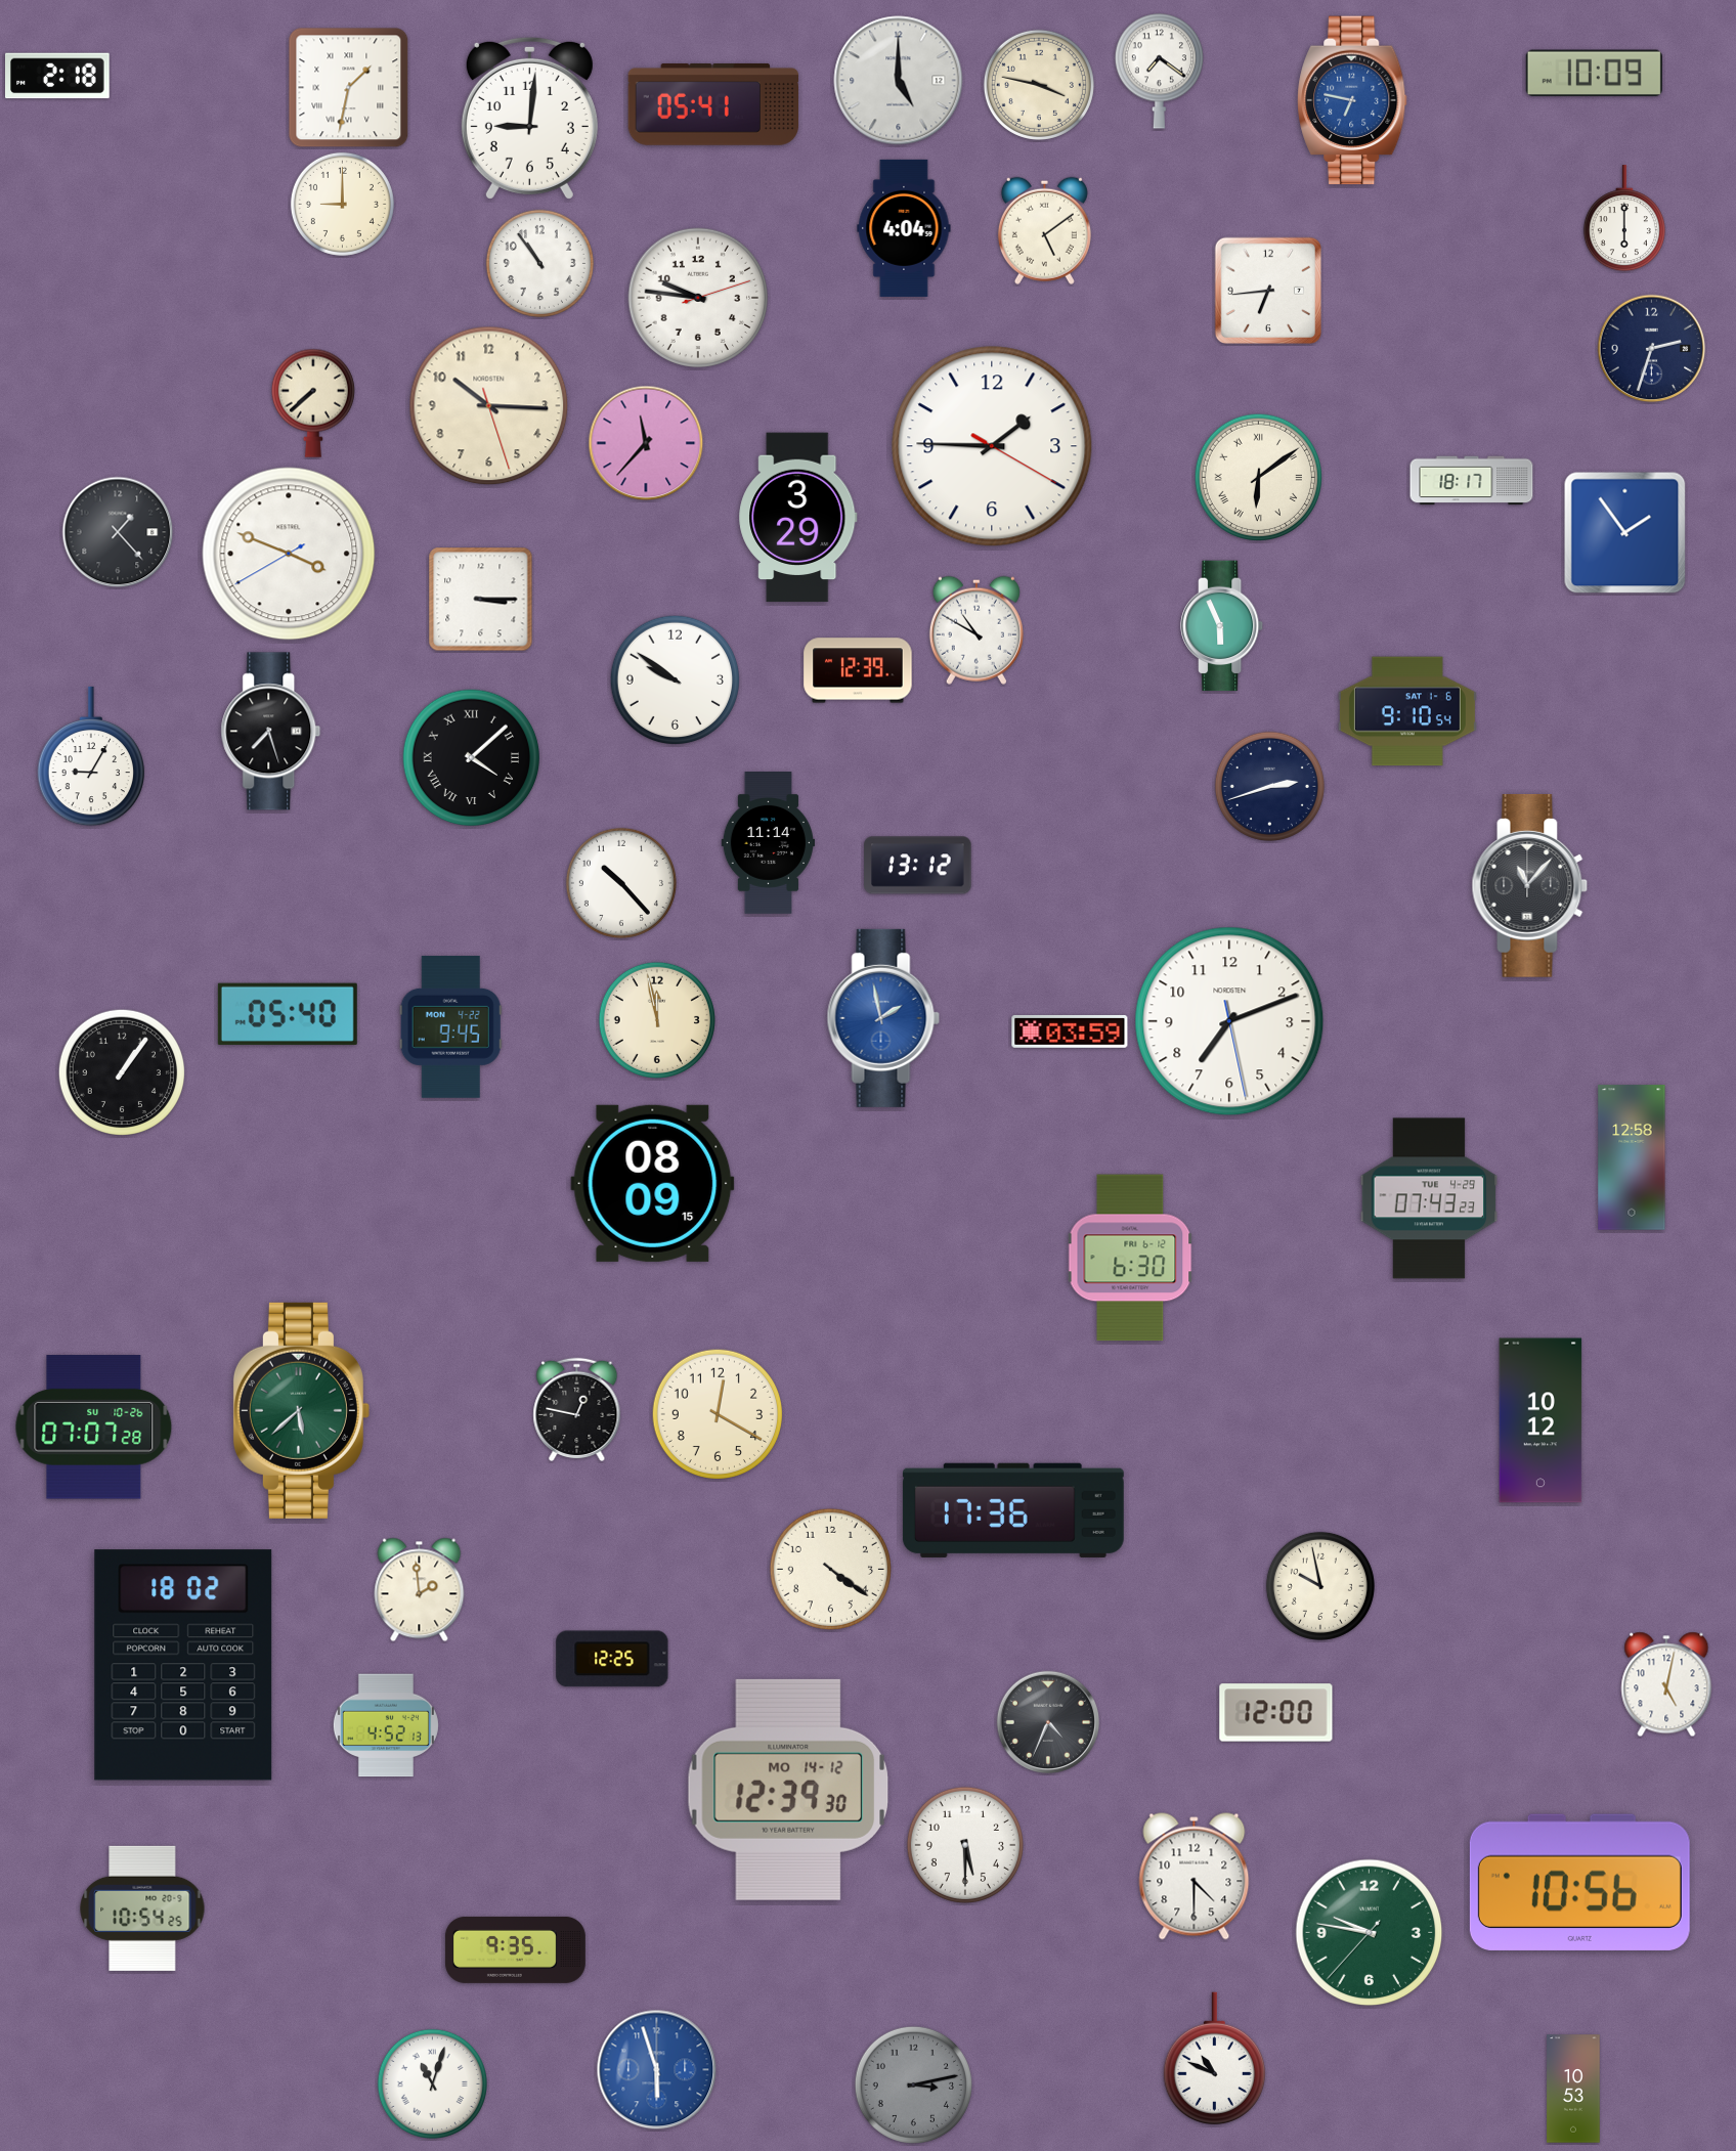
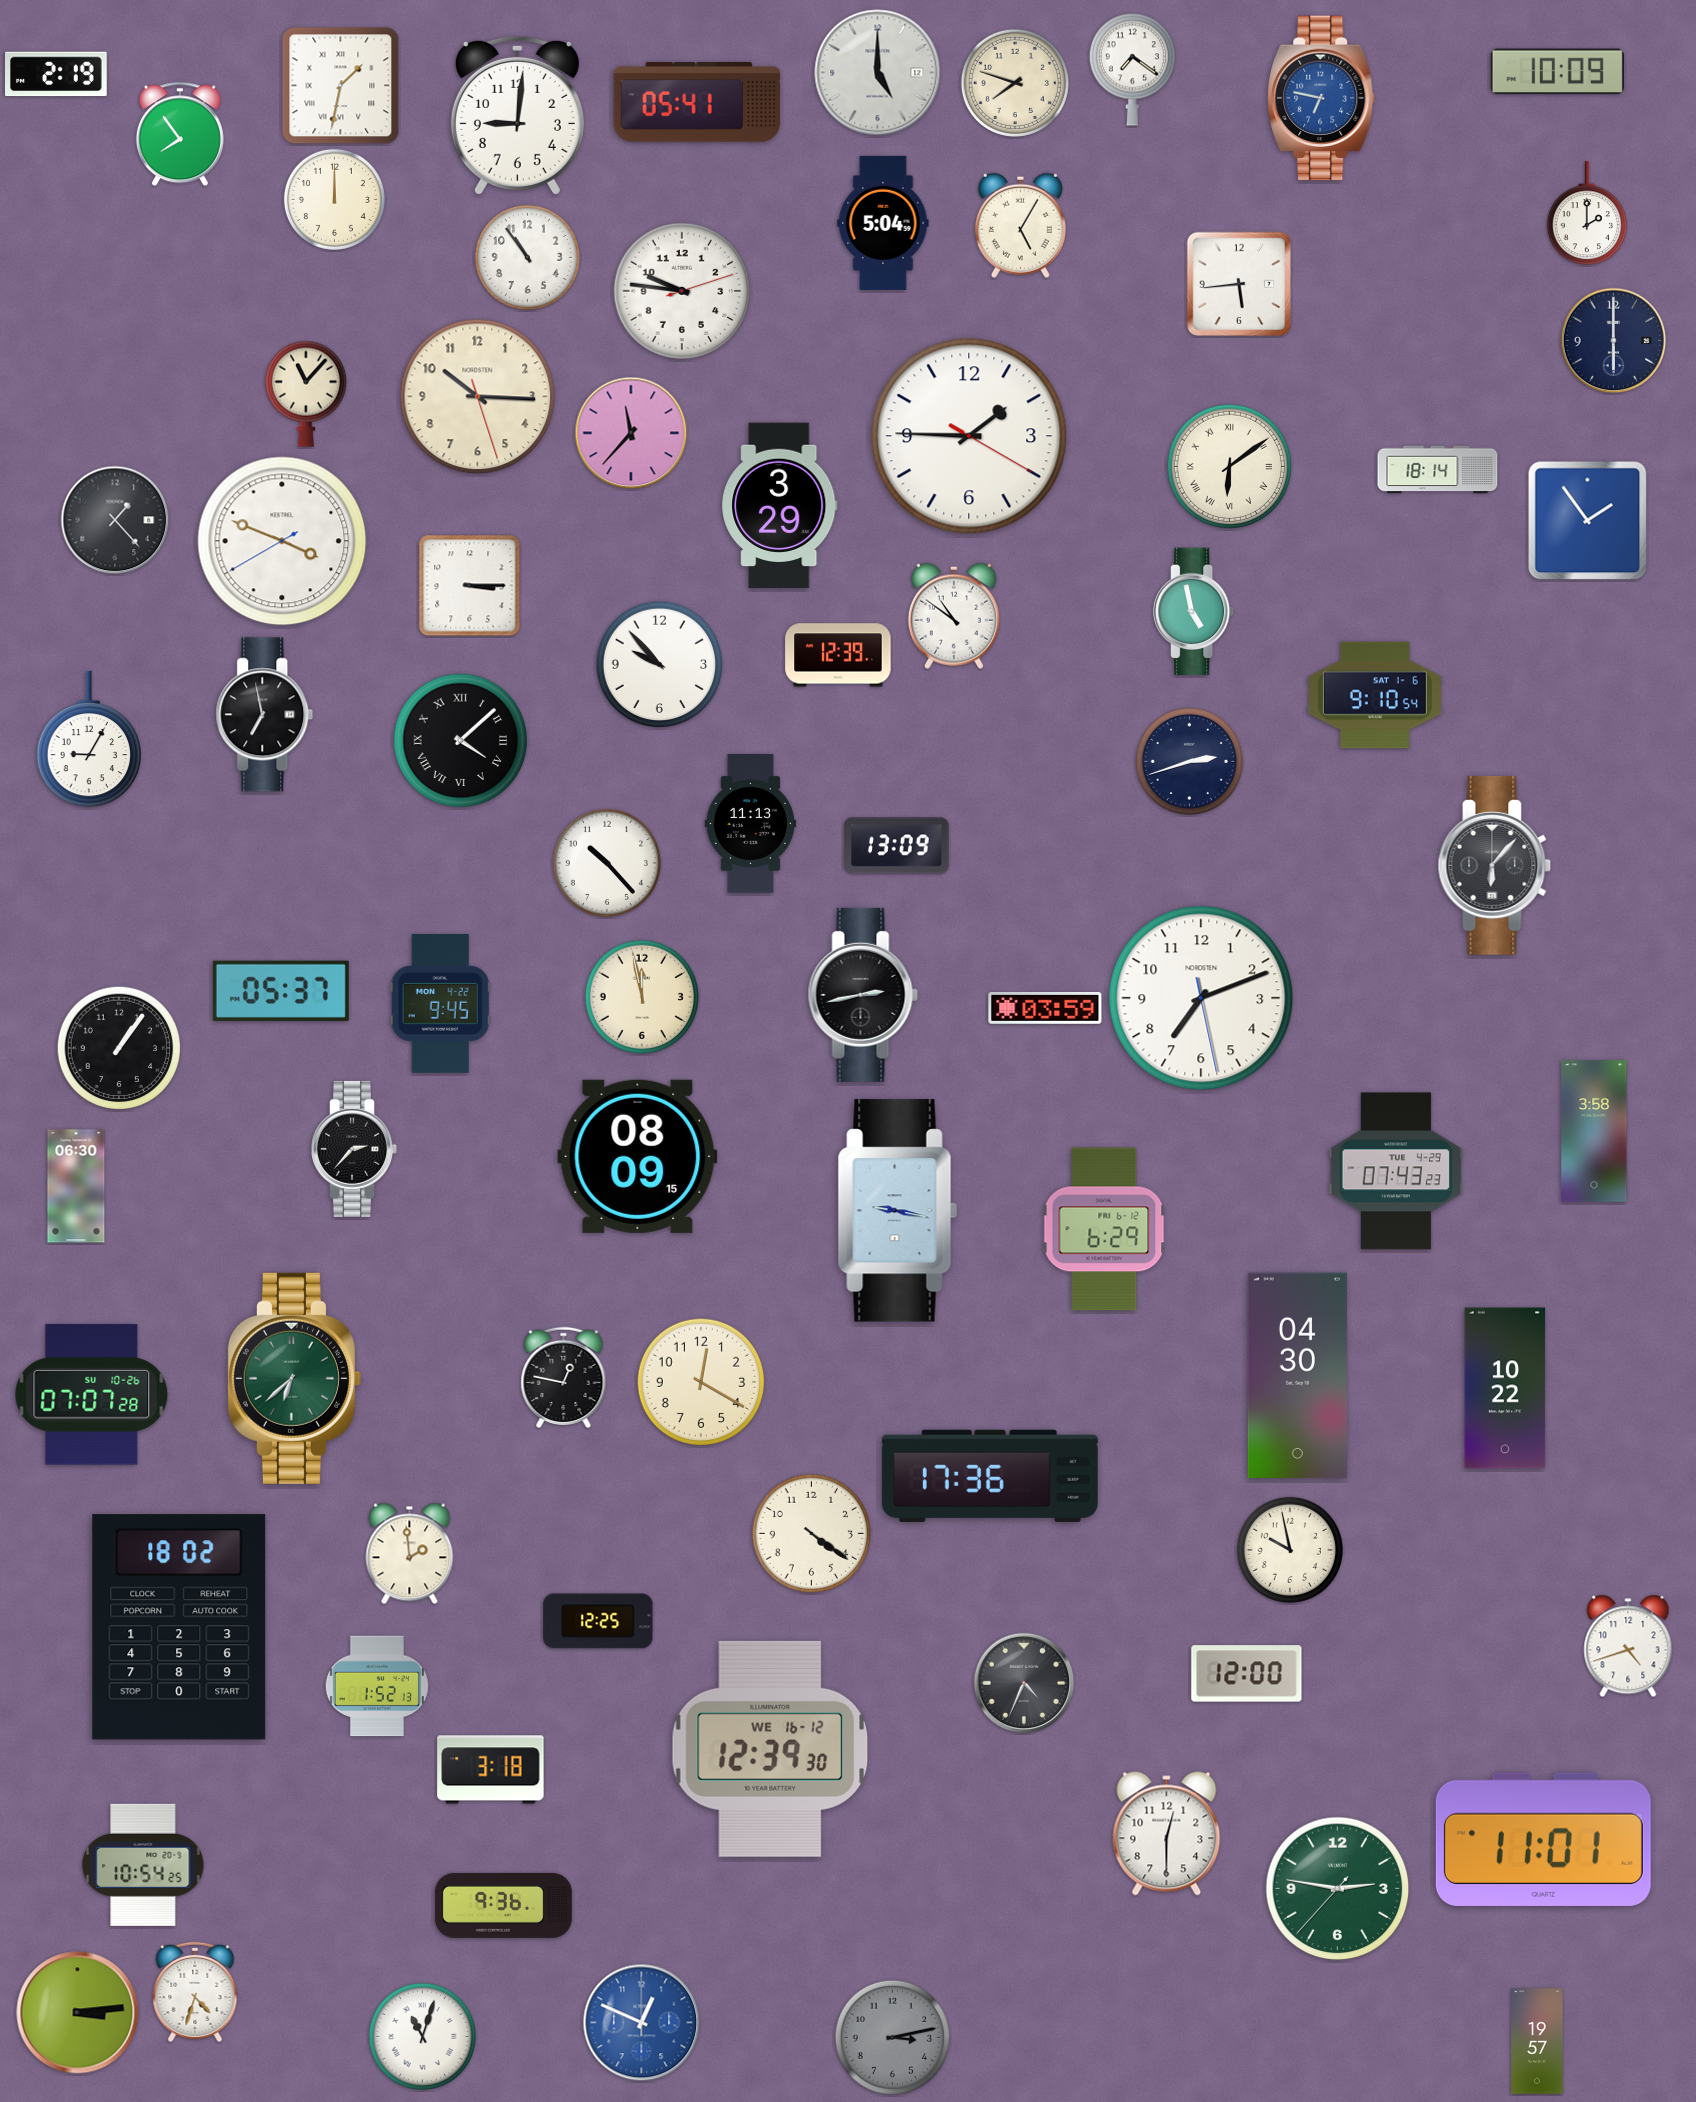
clock at (57, 76): 2:18 -> 2:19
clock at (899, 81) position: (899, 81) -> (878, 73)
clock at (1039, 85): 3:47 -> 7:48
clock at (180, 134): none -> 7:54
clock at (342, 204): 9:00 -> 12:00
clock at (1624, 219): 6:00 -> 2:00
clock at (904, 228): 4:04 -> 5:04
clock at (1044, 230): 5:09 -> 5:05
clock at (1267, 290): 6:44 -> 5:44
clock at (1652, 349): 2:33 -> 6:00
clock at (313, 403): 7:38 -> 11:07
clock at (1472, 481): 18:17 -> 18:14
clock at (1222, 626): 5:56 -> 4:58
clock at (976, 630): 10:50 -> 10:51
clock at (675, 679): 9:51 -> 9:53
clock at (271, 732): 7:27 -> 6:58
clock at (1269, 786) position: (1269, 786) -> (1189, 761)
clock at (768, 843): 11:14 -> 11:13
clock at (918, 866): 13:12 -> 13:09
clock at (1530, 885): 11:07 -> 6:07
clock at (288, 1014): 05:40 -> 05:37
clock at (883, 1018): 1:58 -> 2:43
clock at (883, 1018) dial: blue -> black
clock at (1632, 1157): 12:58 -> 3:58
clock at (354, 1149): none -> 2:37
clock at (76, 1186): none -> 06:30
clock at (898, 1211): none -> 9:17
clock at (1130, 1258): 6:30 -> 6:29
clock at (1297, 1375): none -> 04:30
clock at (301, 1410): 5:38 -> 6:38
clock at (1540, 1420): 10:12 -> 10:22
clock at (1666, 1684): 5:02 -> 4:42
clock at (386, 1725): 4:52 -> 1:52
clock at (788, 1790) date: MO 14-12 -> WE 16-12
clock at (491, 1770): none -> 3:18
clock at (965, 1845): 5:30 -> none
clock at (1195, 1877): 4:30 -> 12:30
clock at (1579, 1882): 10:56 -> 11:01
clock at (142, 1908) position: (142, 1908) -> (143, 1865)
clock at (1370, 1933): 9:46 -> 2:46
clock at (515, 1949): 9:35 -> 9:36
clock at (195, 1992): none -> 4:33
clock at (1214, 2059): 10:49 -> none
clock at (78, 2013): none -> 3:14
clock at (657, 2070): 5:57 -> 12:49
clock at (1573, 2089): 10:53 -> 19:57
